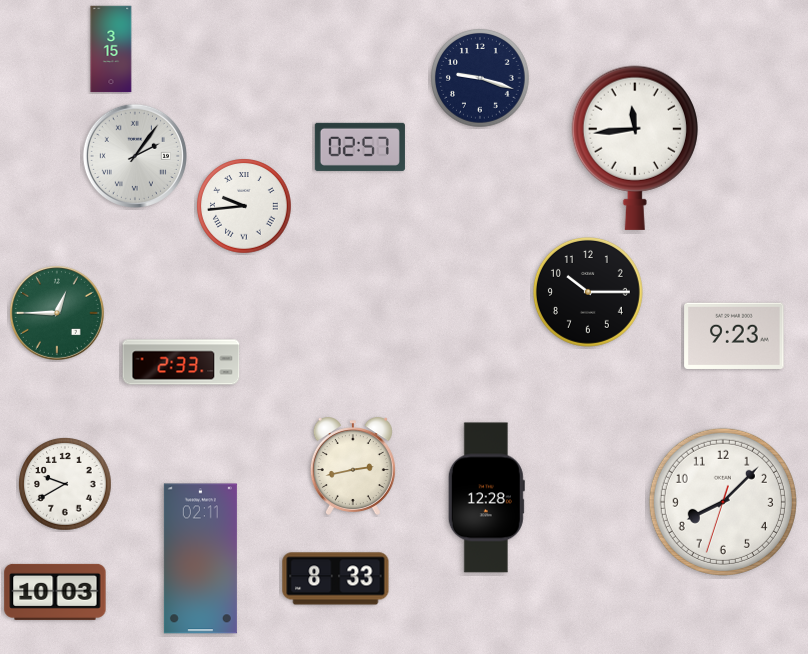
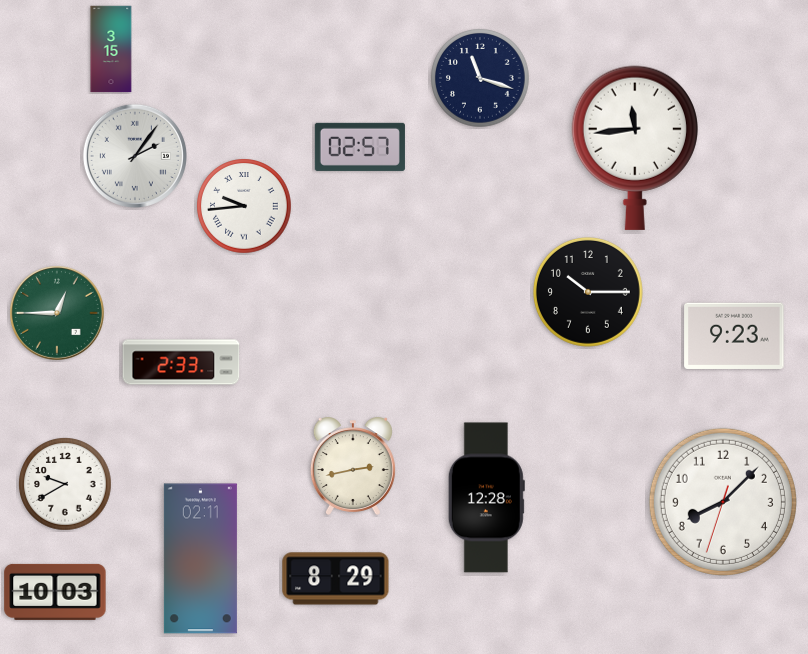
clock at (481, 79): 9:18 -> 11:18
clock at (336, 579): 8:33 -> 8:29
